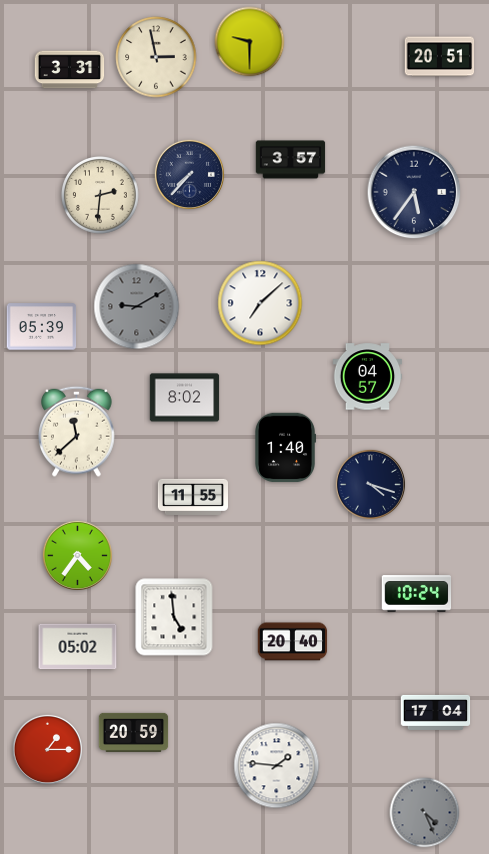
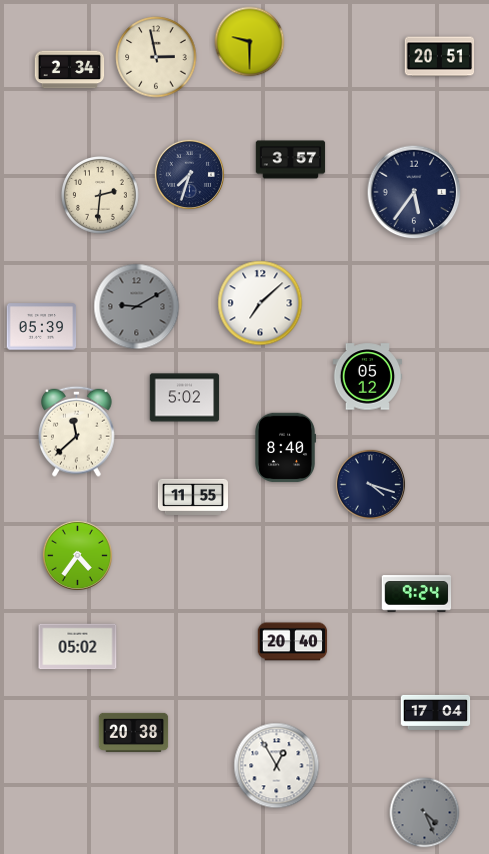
clock at (70, 70): 3:31 -> 2:34
clock at (189, 174): 7:37 -> 7:33
clock at (368, 377): 04:57 -> 05:12
clock at (185, 398): 8:02 -> 5:02
clock at (285, 448): 1:40 -> 8:40
clock at (417, 594): 10:24 -> 9:24
clock at (174, 617): 4:59 -> none
clock at (134, 732): 20:59 -> 20:38
clock at (47, 749): 1:15 -> none
clock at (277, 766): 1:46 -> 12:55
